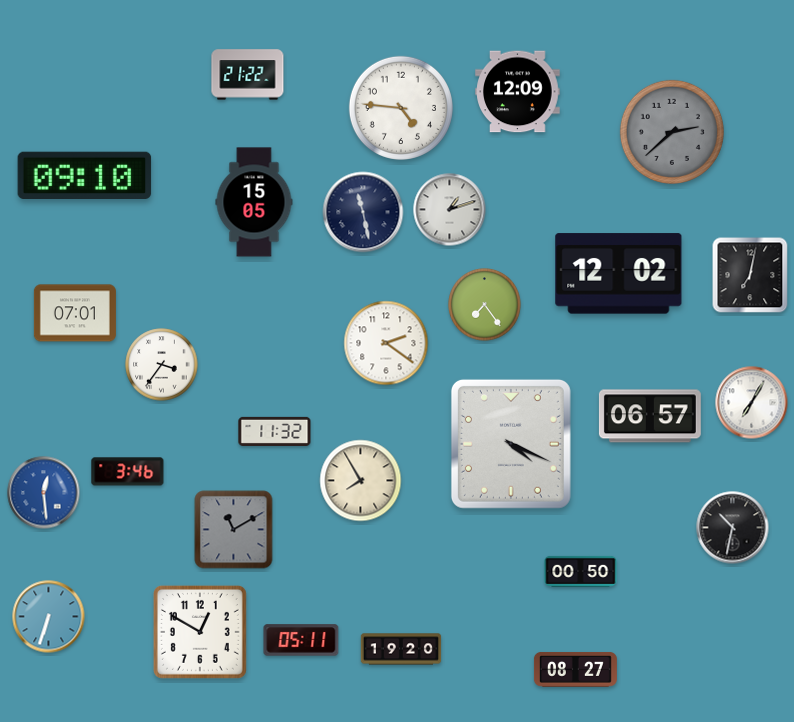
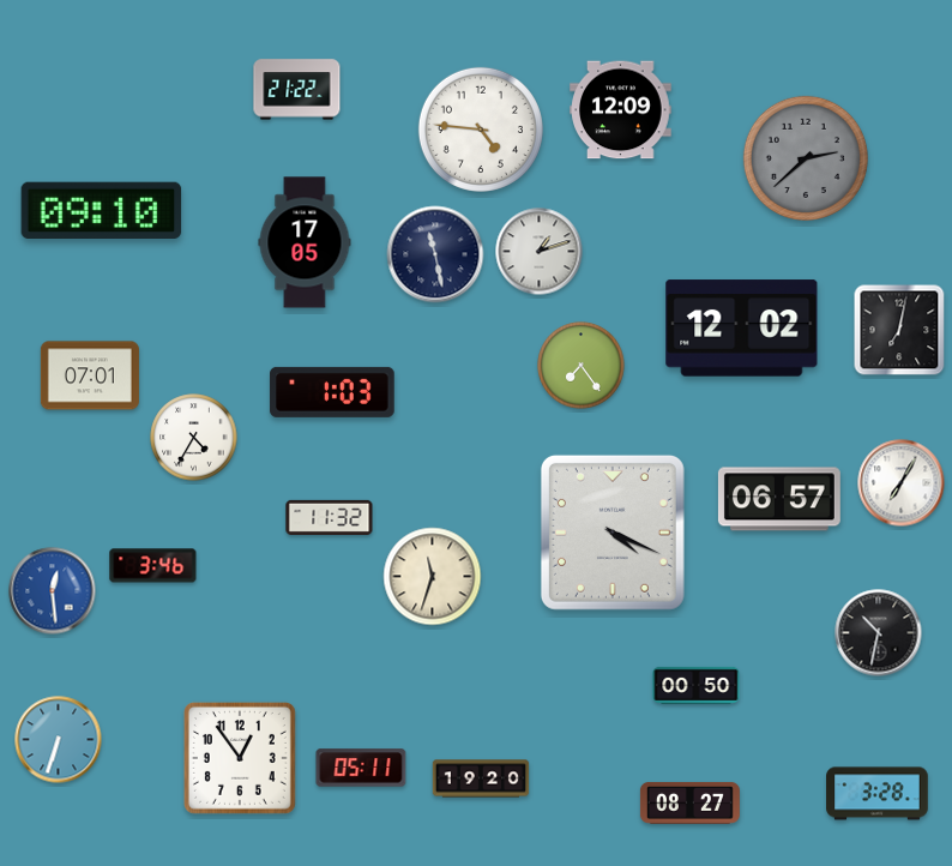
clock at (254, 202): 15:05 -> 17:05
clock at (332, 392): none -> 1:03
clock at (386, 343): 2:21 -> none
clock at (162, 365): 3:36 -> 4:35
clock at (361, 481): 7:55 -> 11:33
clock at (234, 530): 11:10 -> none
clock at (200, 632): 12:50 -> 12:54
clock at (878, 794): none -> 3:28
